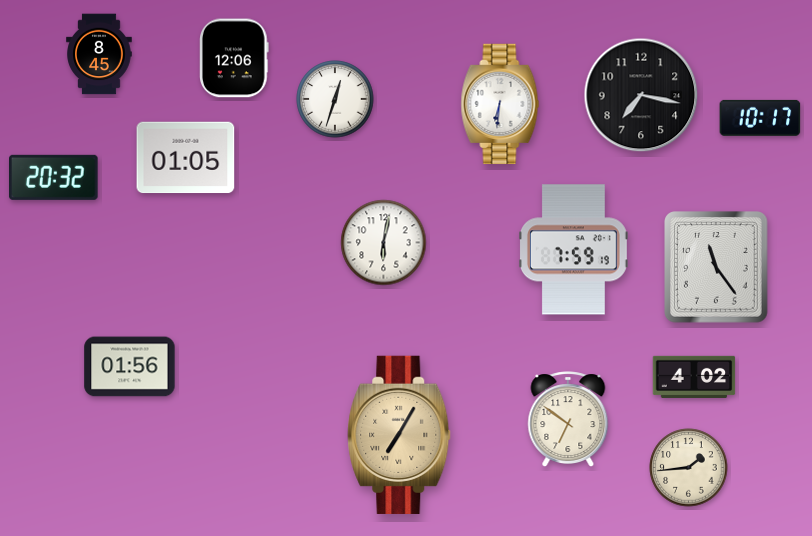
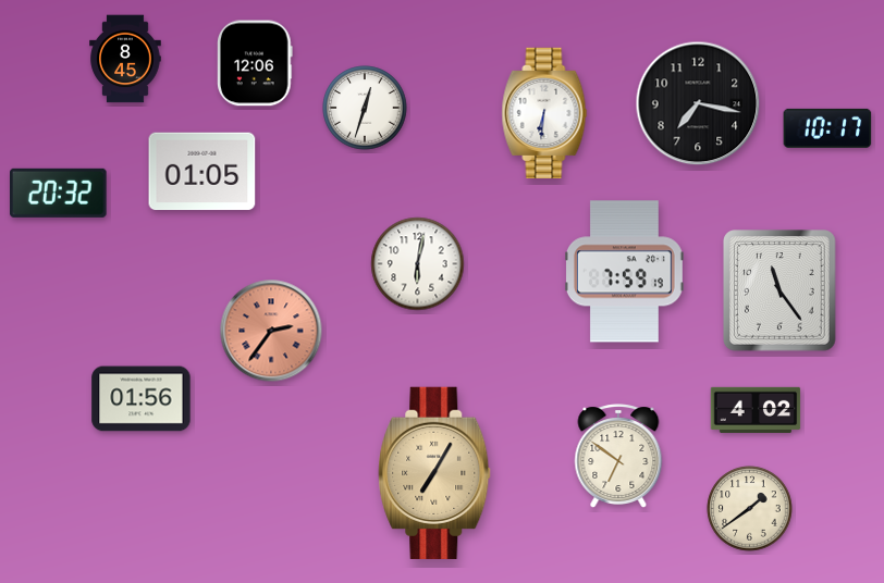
clock at (99, 54) position: (99, 54) -> (125, 59)
clock at (271, 331): none -> 2:36
clock at (689, 468): 1:44 -> 1:39
